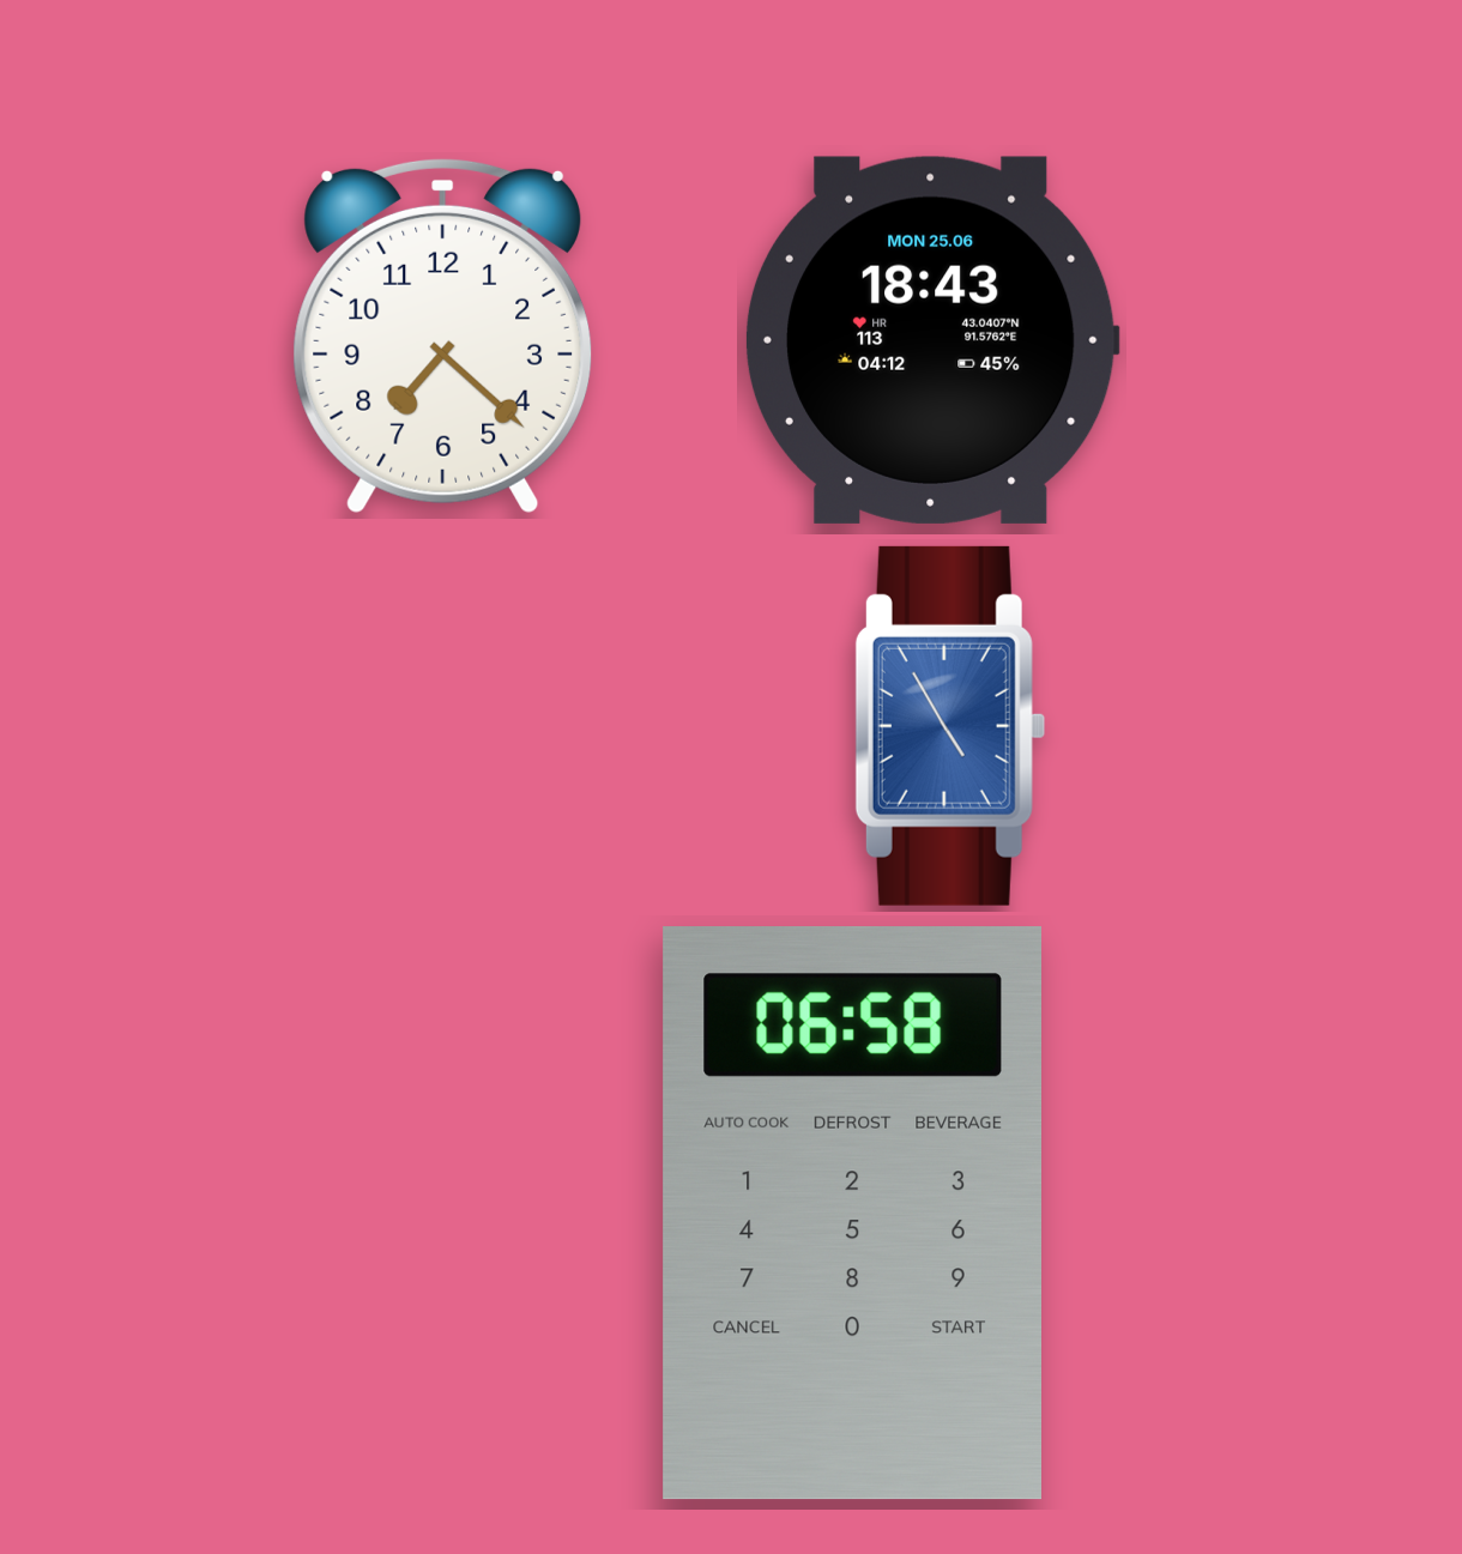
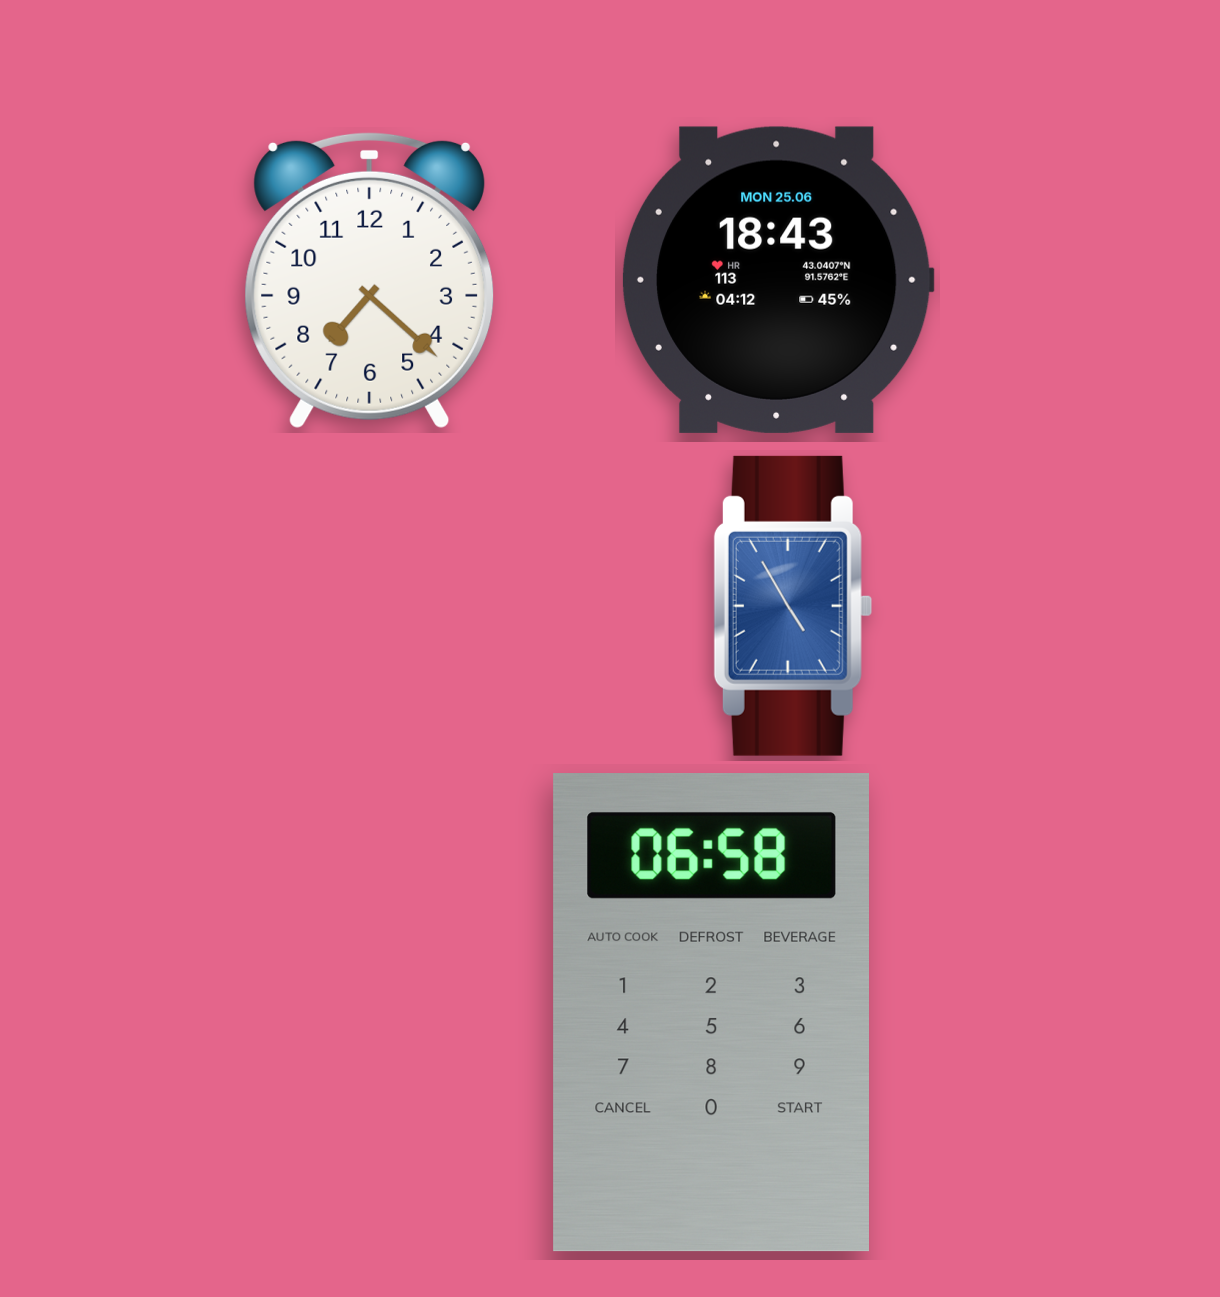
clock at (932, 340) position: (932, 340) -> (778, 280)
